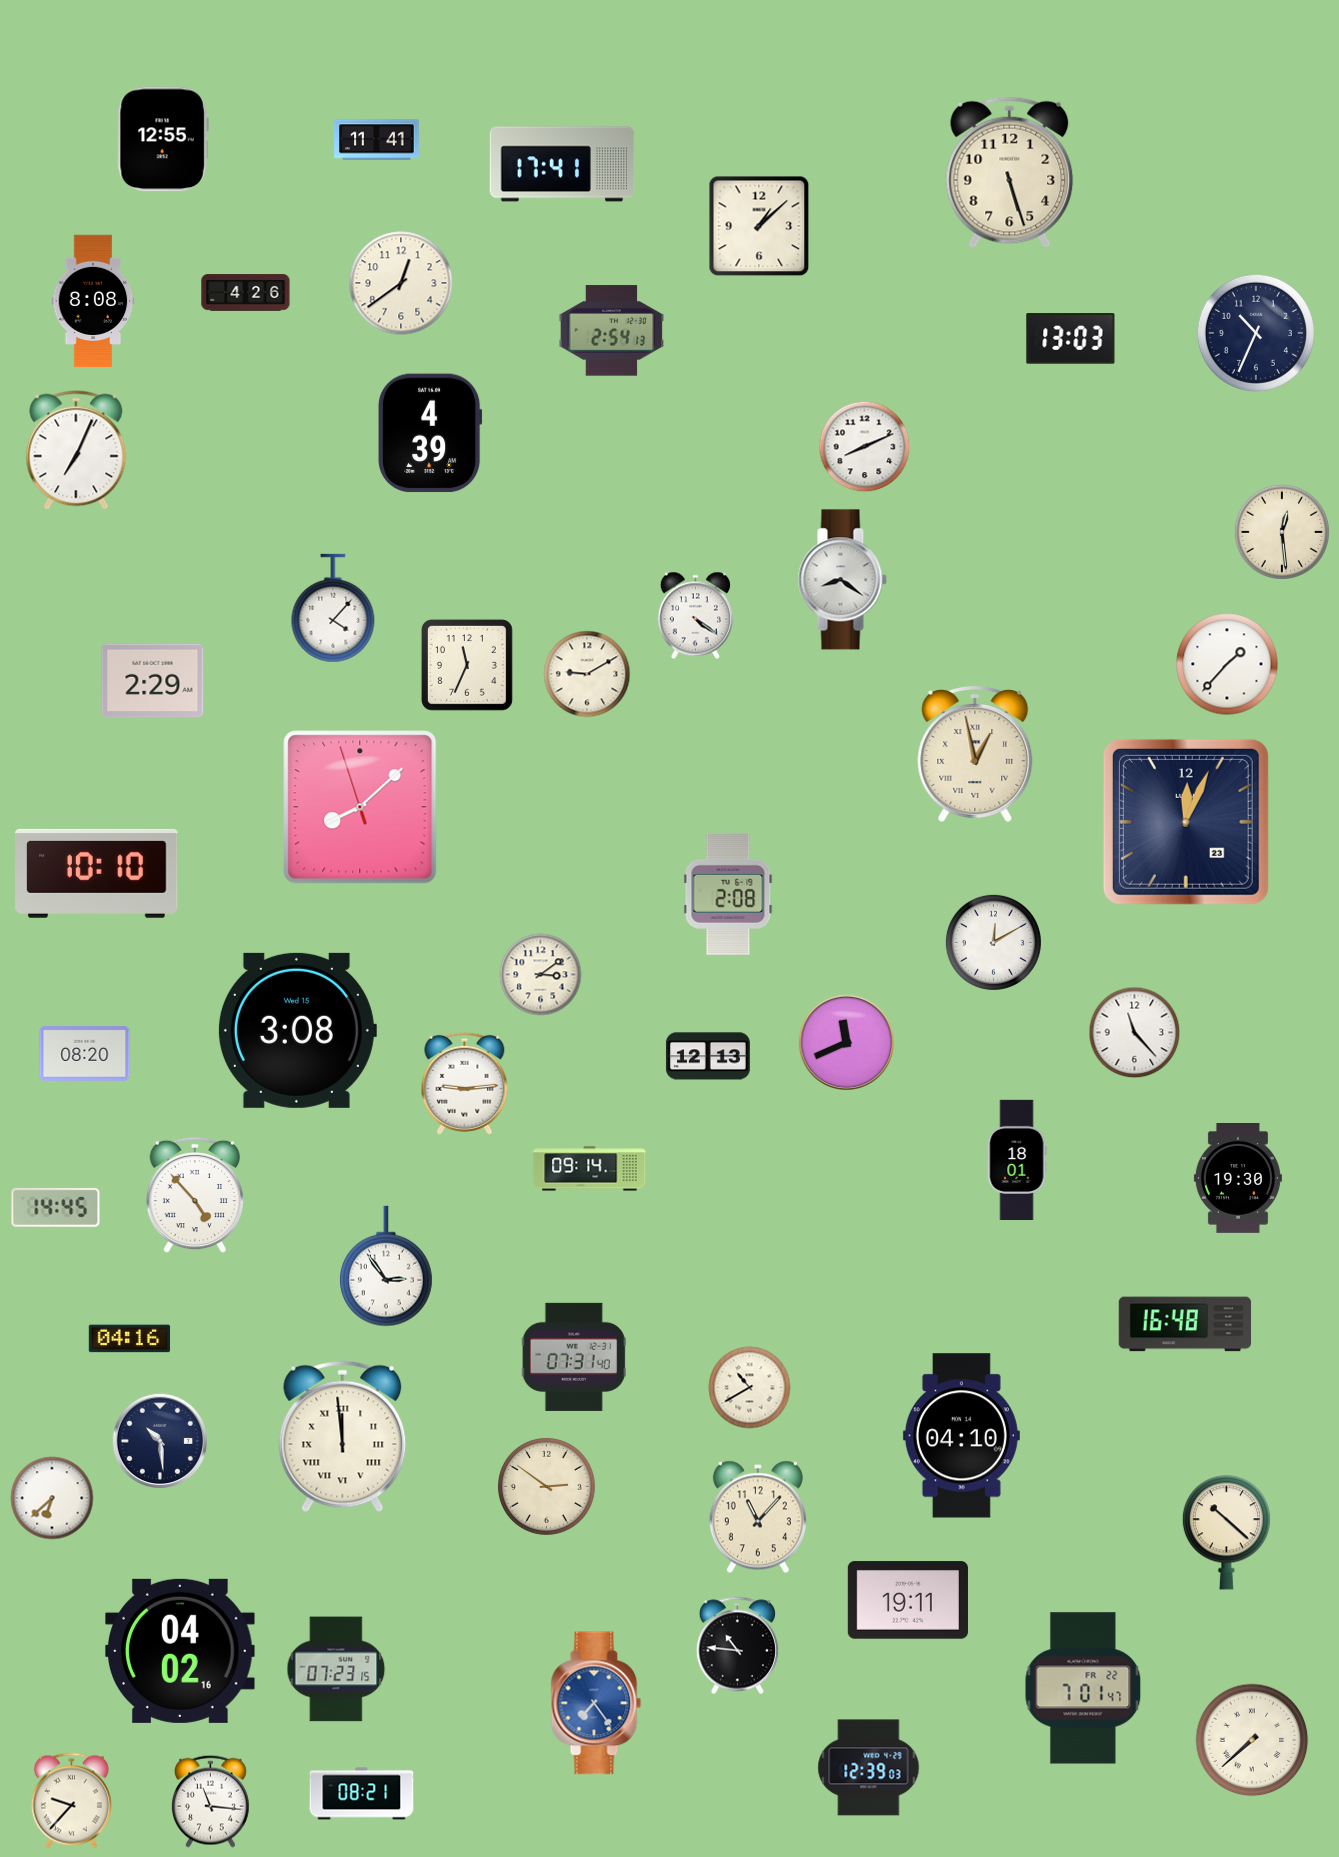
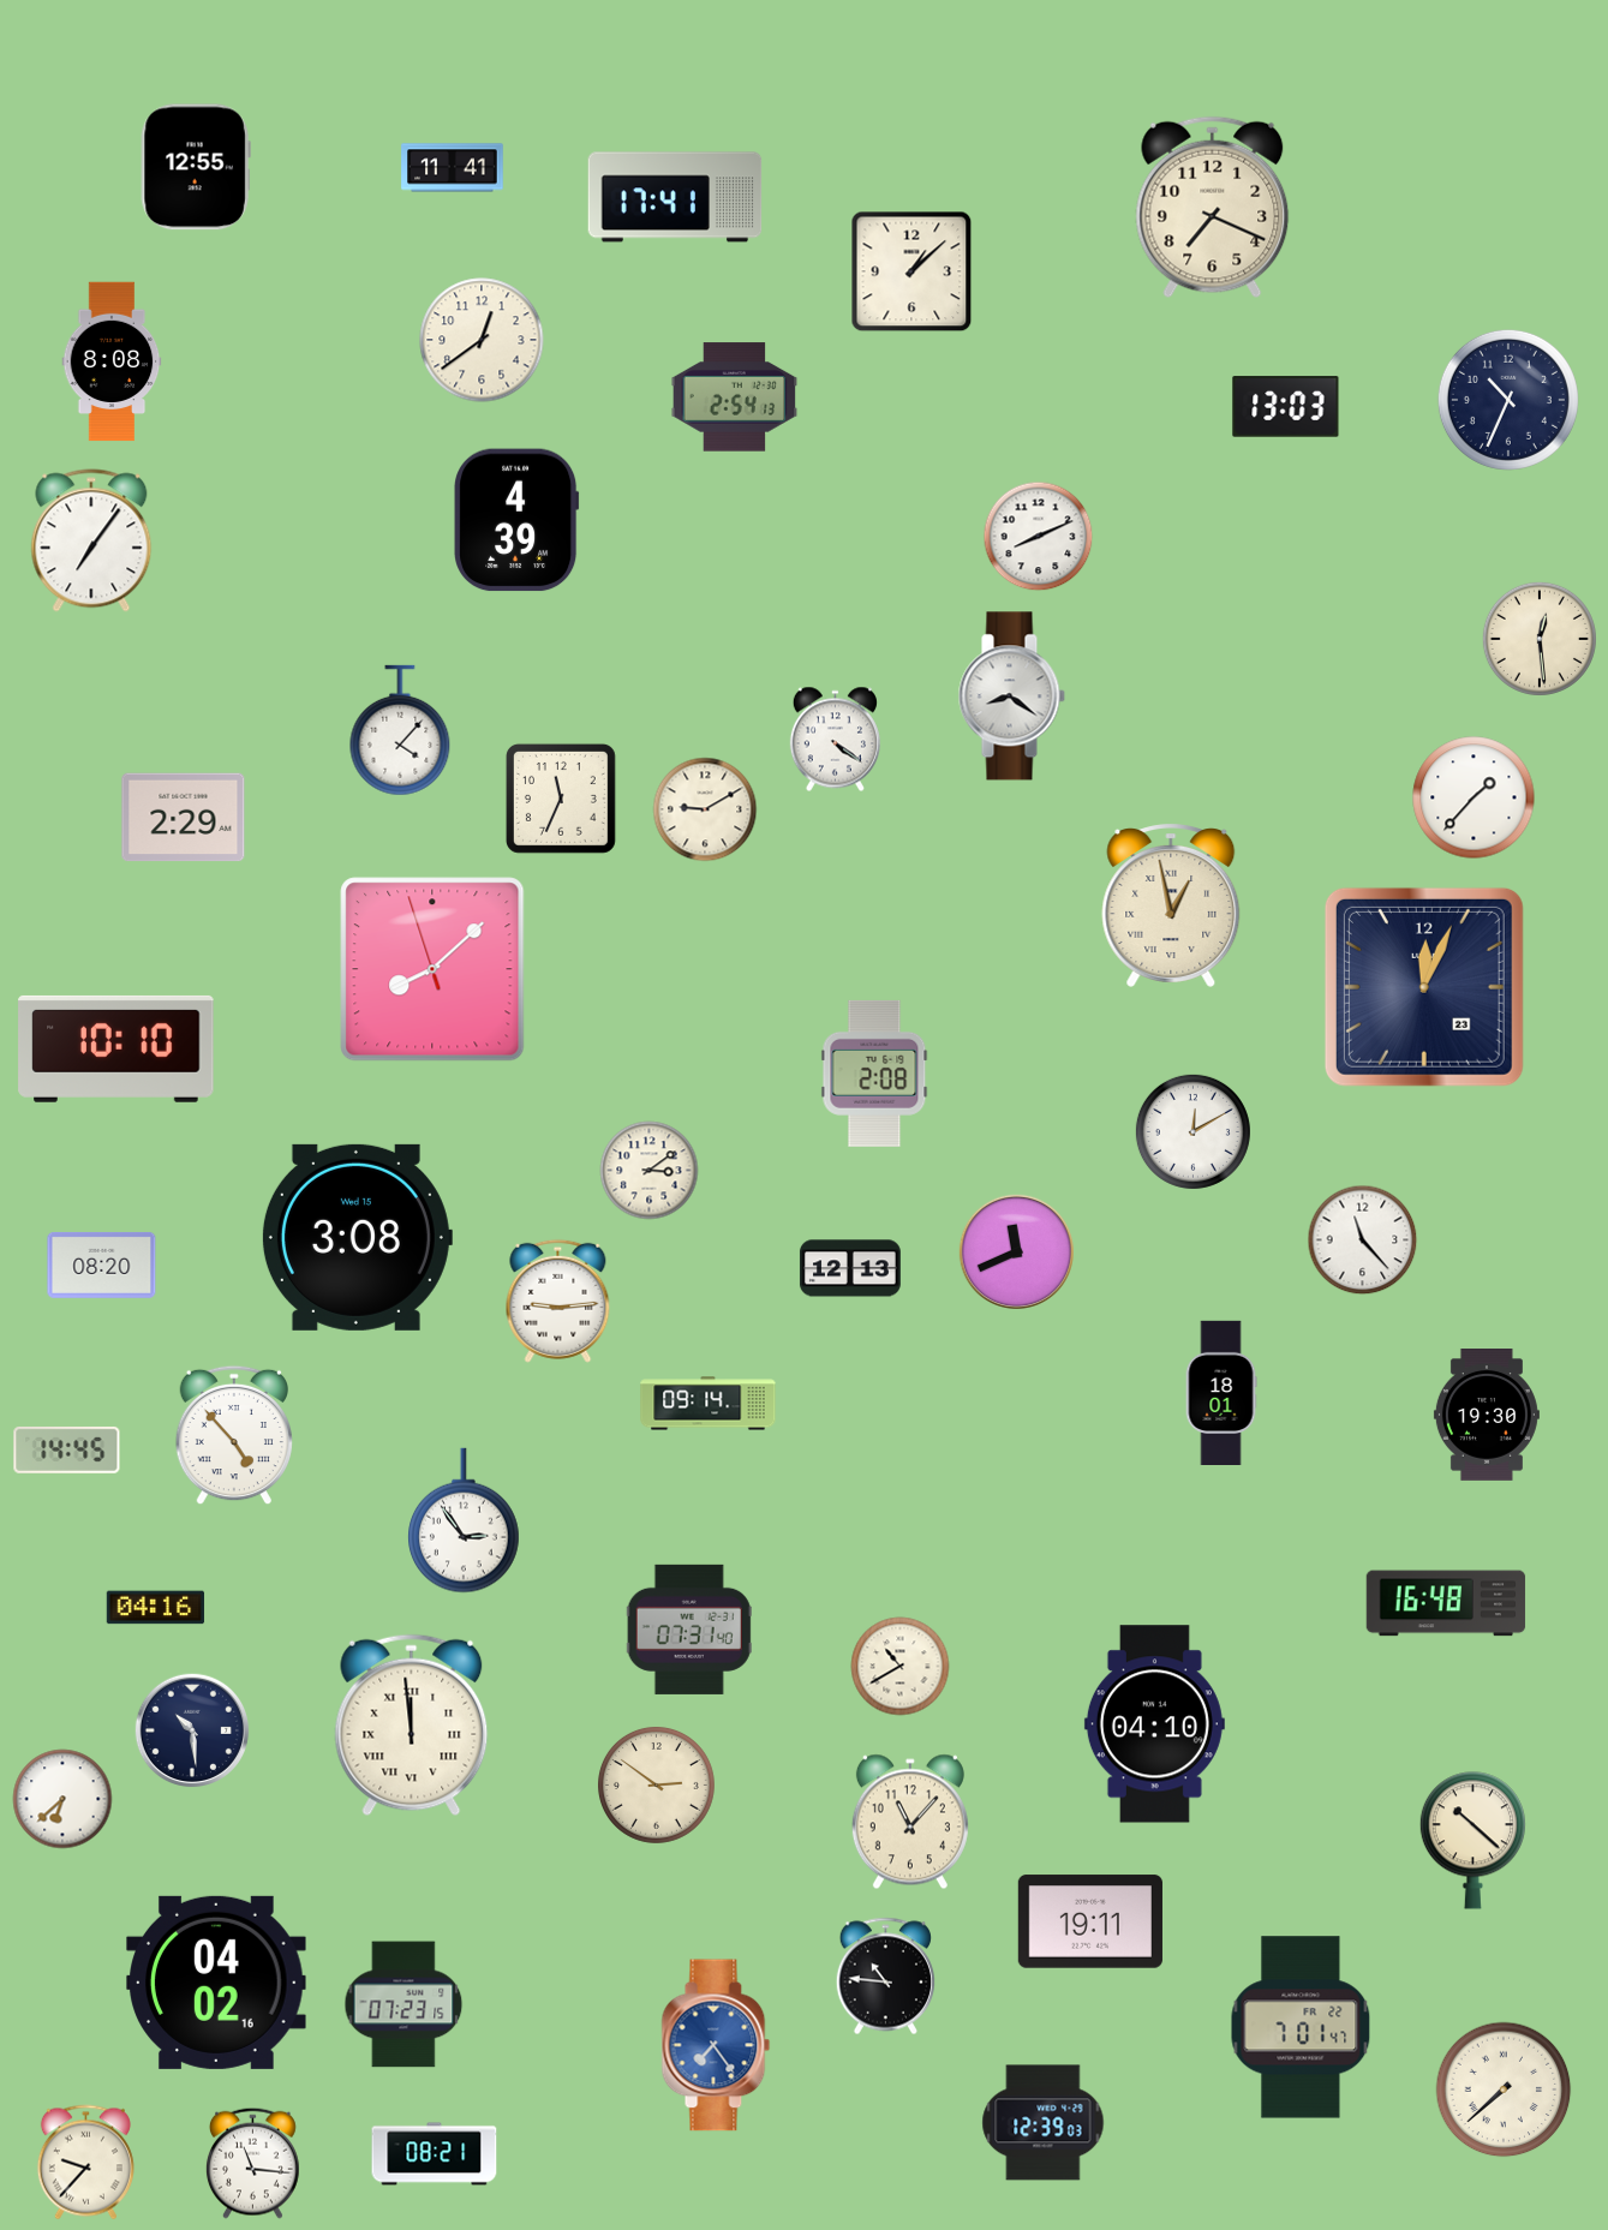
clock at (1010, 173): 5:27 -> 7:19
clock at (246, 293): 4:26 -> none
clock at (76, 450): 7:04 -> 7:06
clock at (1185, 1324) position: (1185, 1324) -> (1446, 1603)
